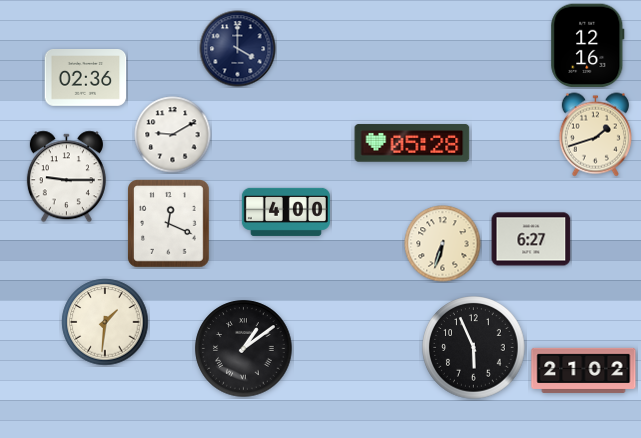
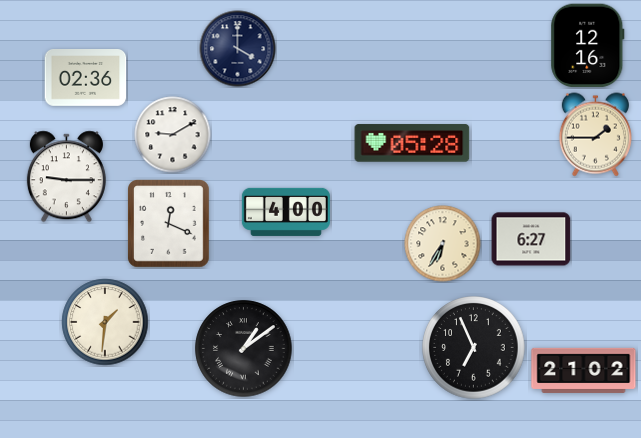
clock at (595, 135): 1:42 -> 1:45
clock at (443, 244): 6:33 -> 6:35
clock at (474, 348): 5:56 -> 6:56
